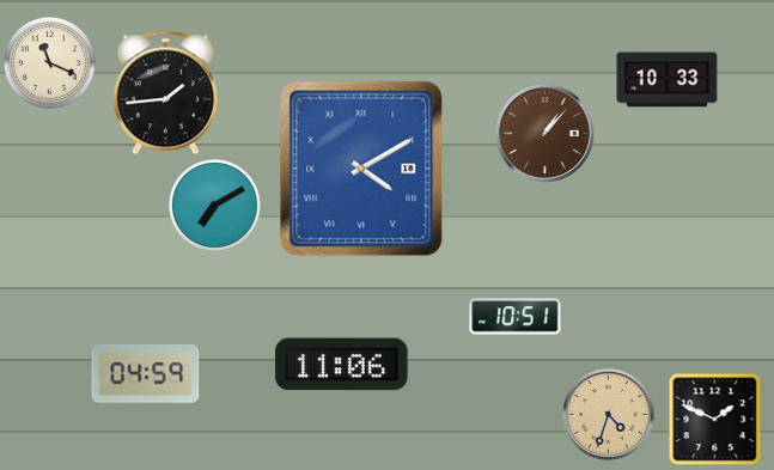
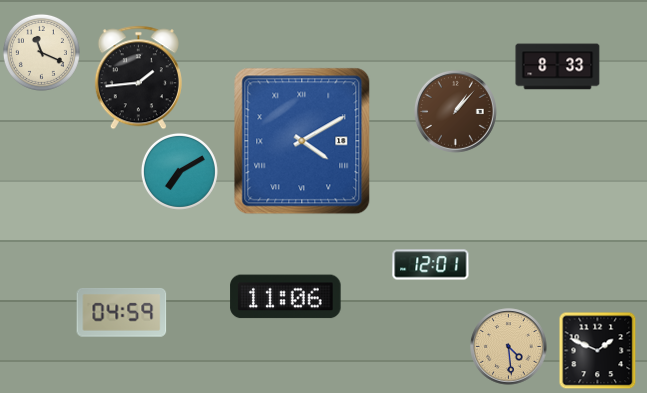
clock at (668, 80): 10:33 -> 8:33
clock at (516, 317): 10:51 -> 12:01
clock at (342, 365) position: (342, 365) -> (286, 297)
clock at (609, 415): 4:33 -> 4:29
